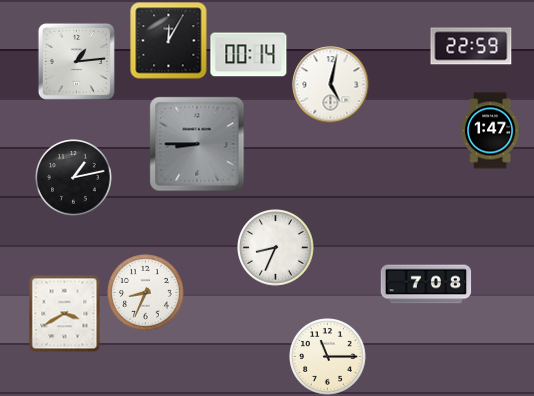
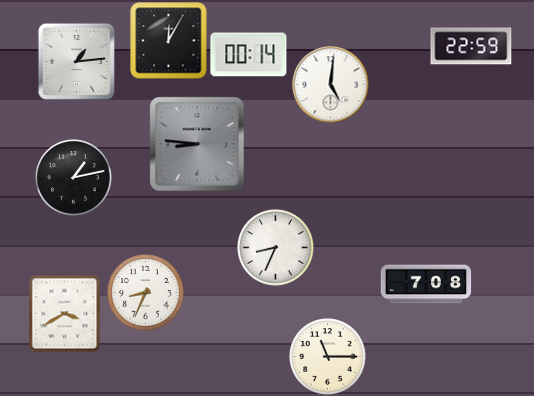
clock at (331, 85): 5:02 -> 5:01
clock at (491, 131): 1:47 -> none
clock at (197, 144): 8:45 -> 8:46
